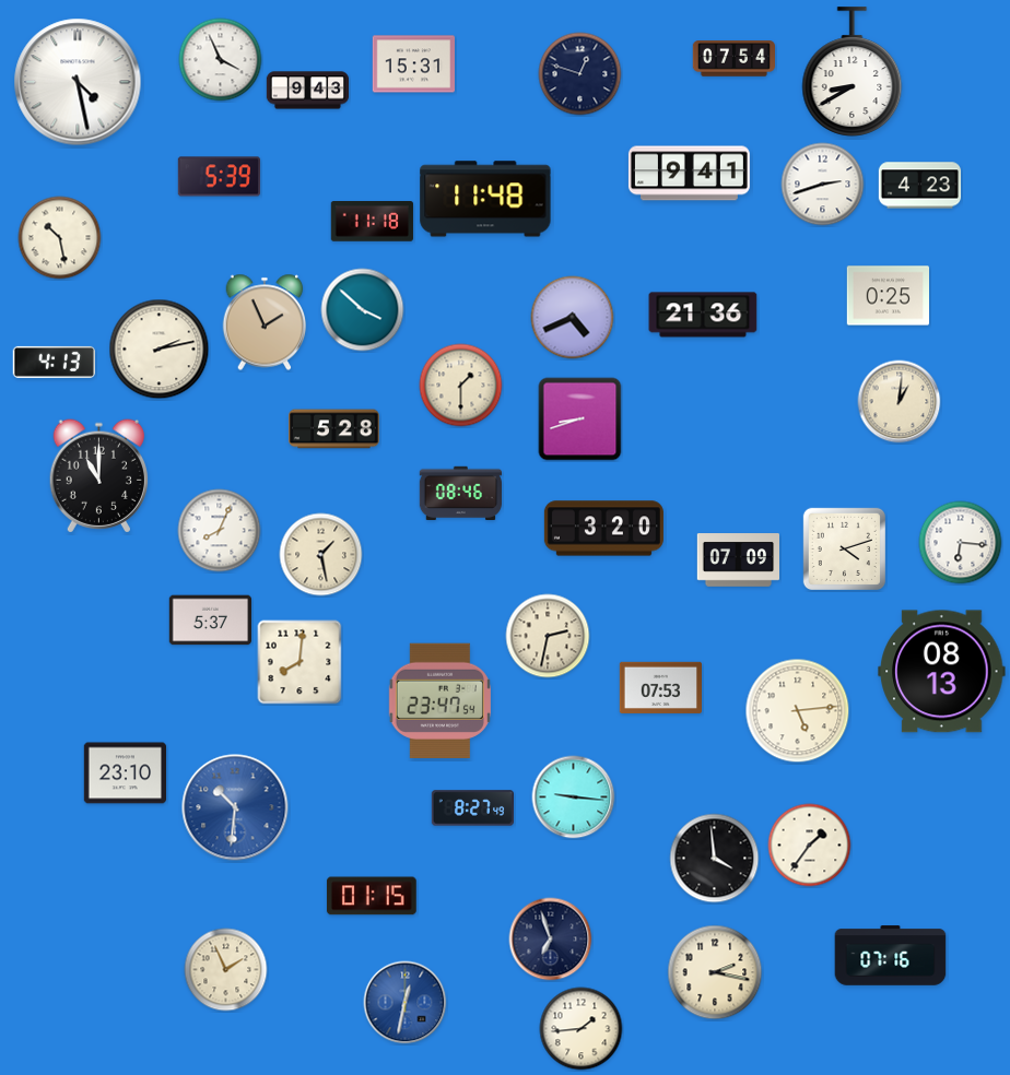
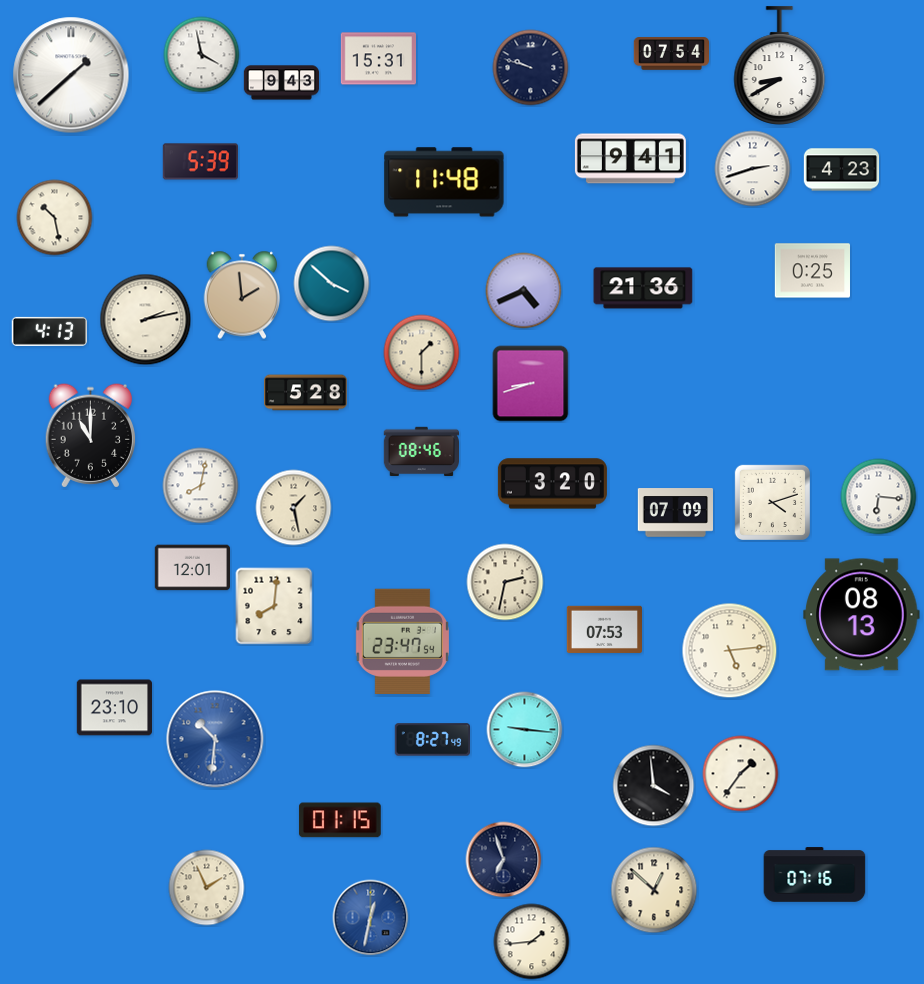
clock at (221, 60): 3:56 -> 3:58
clock at (580, 74): 12:48 -> 9:48
clock at (78, 82): 4:28 -> 1:38
clock at (372, 222): 11:18 -> none
clock at (265, 322): 1:56 -> 1:59
clock at (900, 402): 1:01 -> none
clock at (220, 531): 8:04 -> 8:02
clock at (210, 621): 5:37 -> 12:01
clock at (548, 636) position: (548, 636) -> (505, 582)
clock at (715, 972): 2:17 -> 12:52
